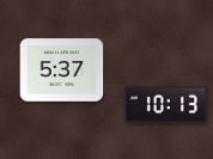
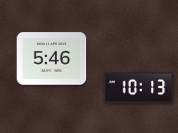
clock at (62, 71): 5:37 -> 5:46
